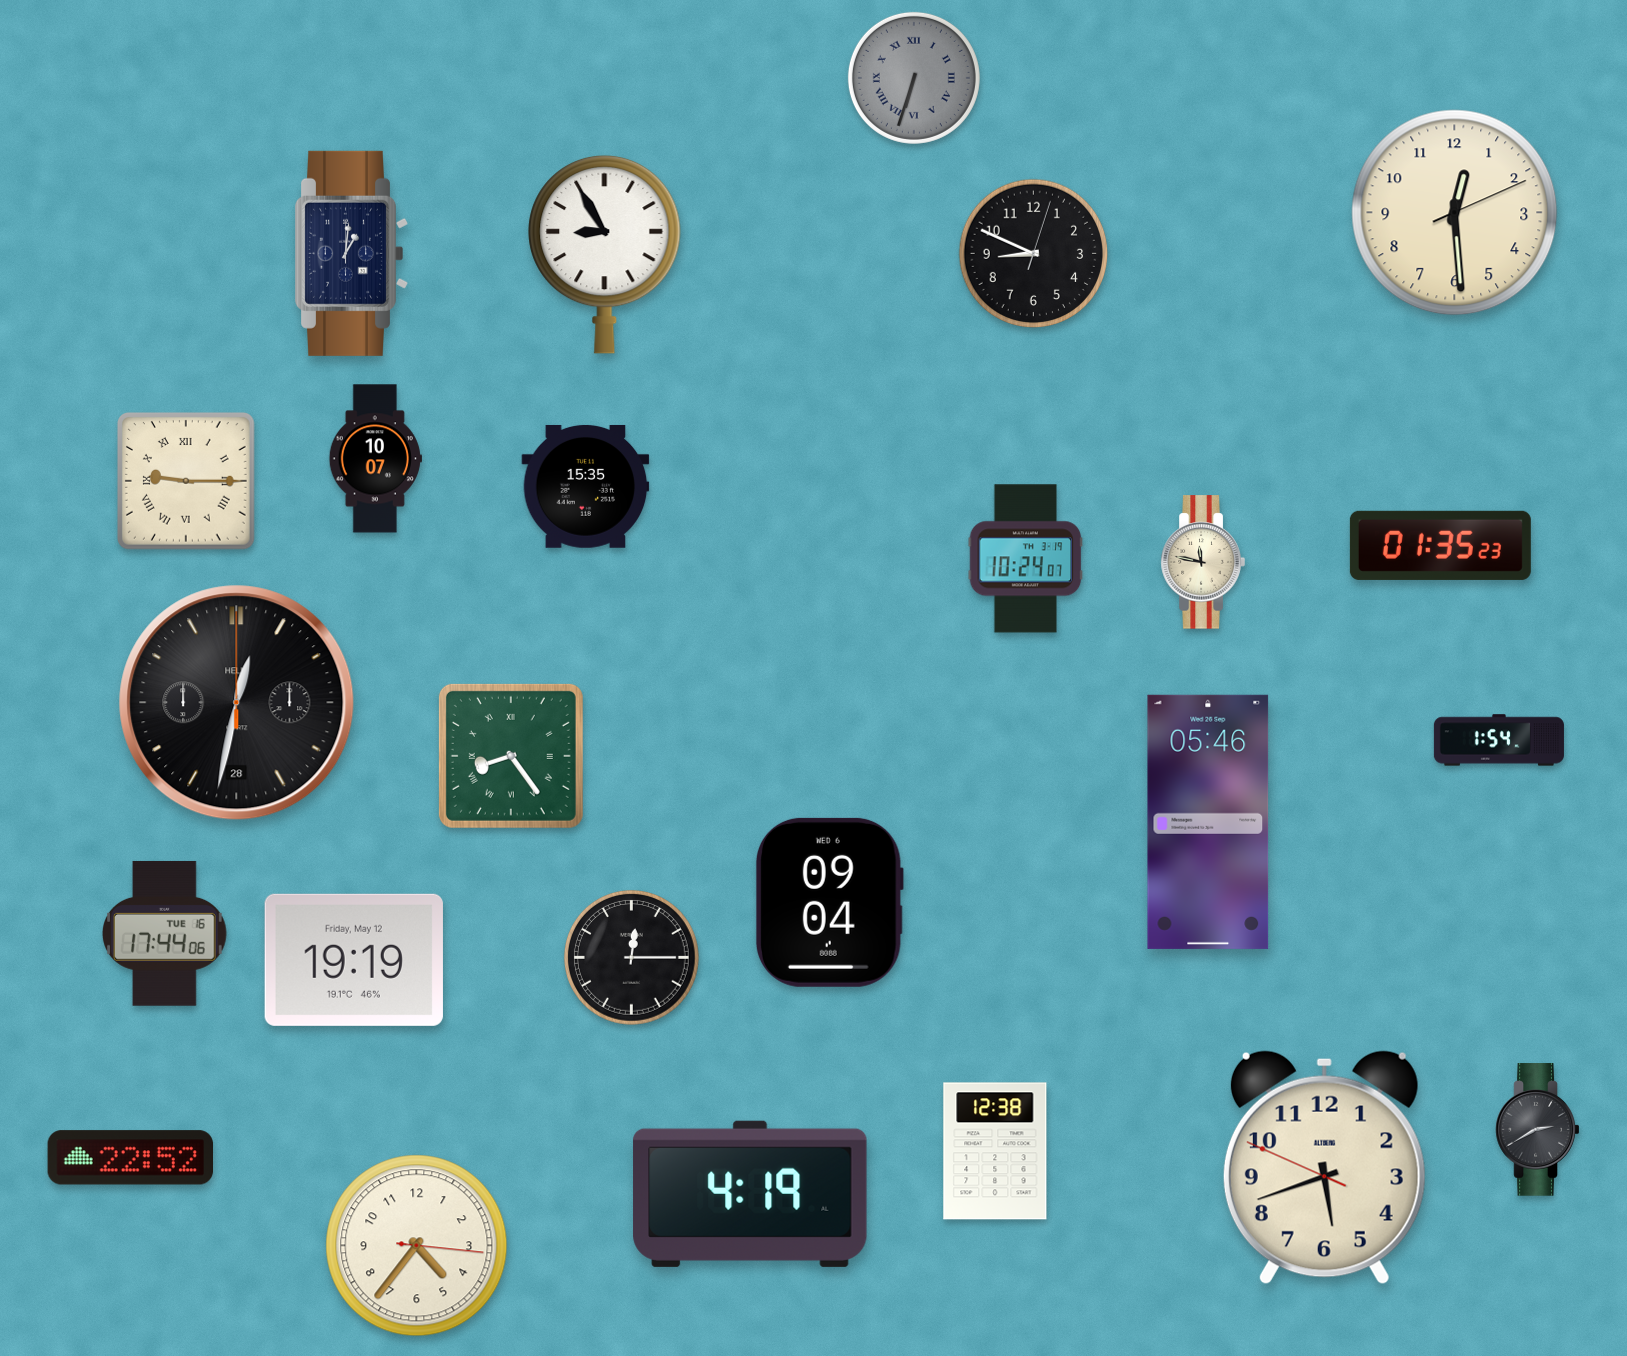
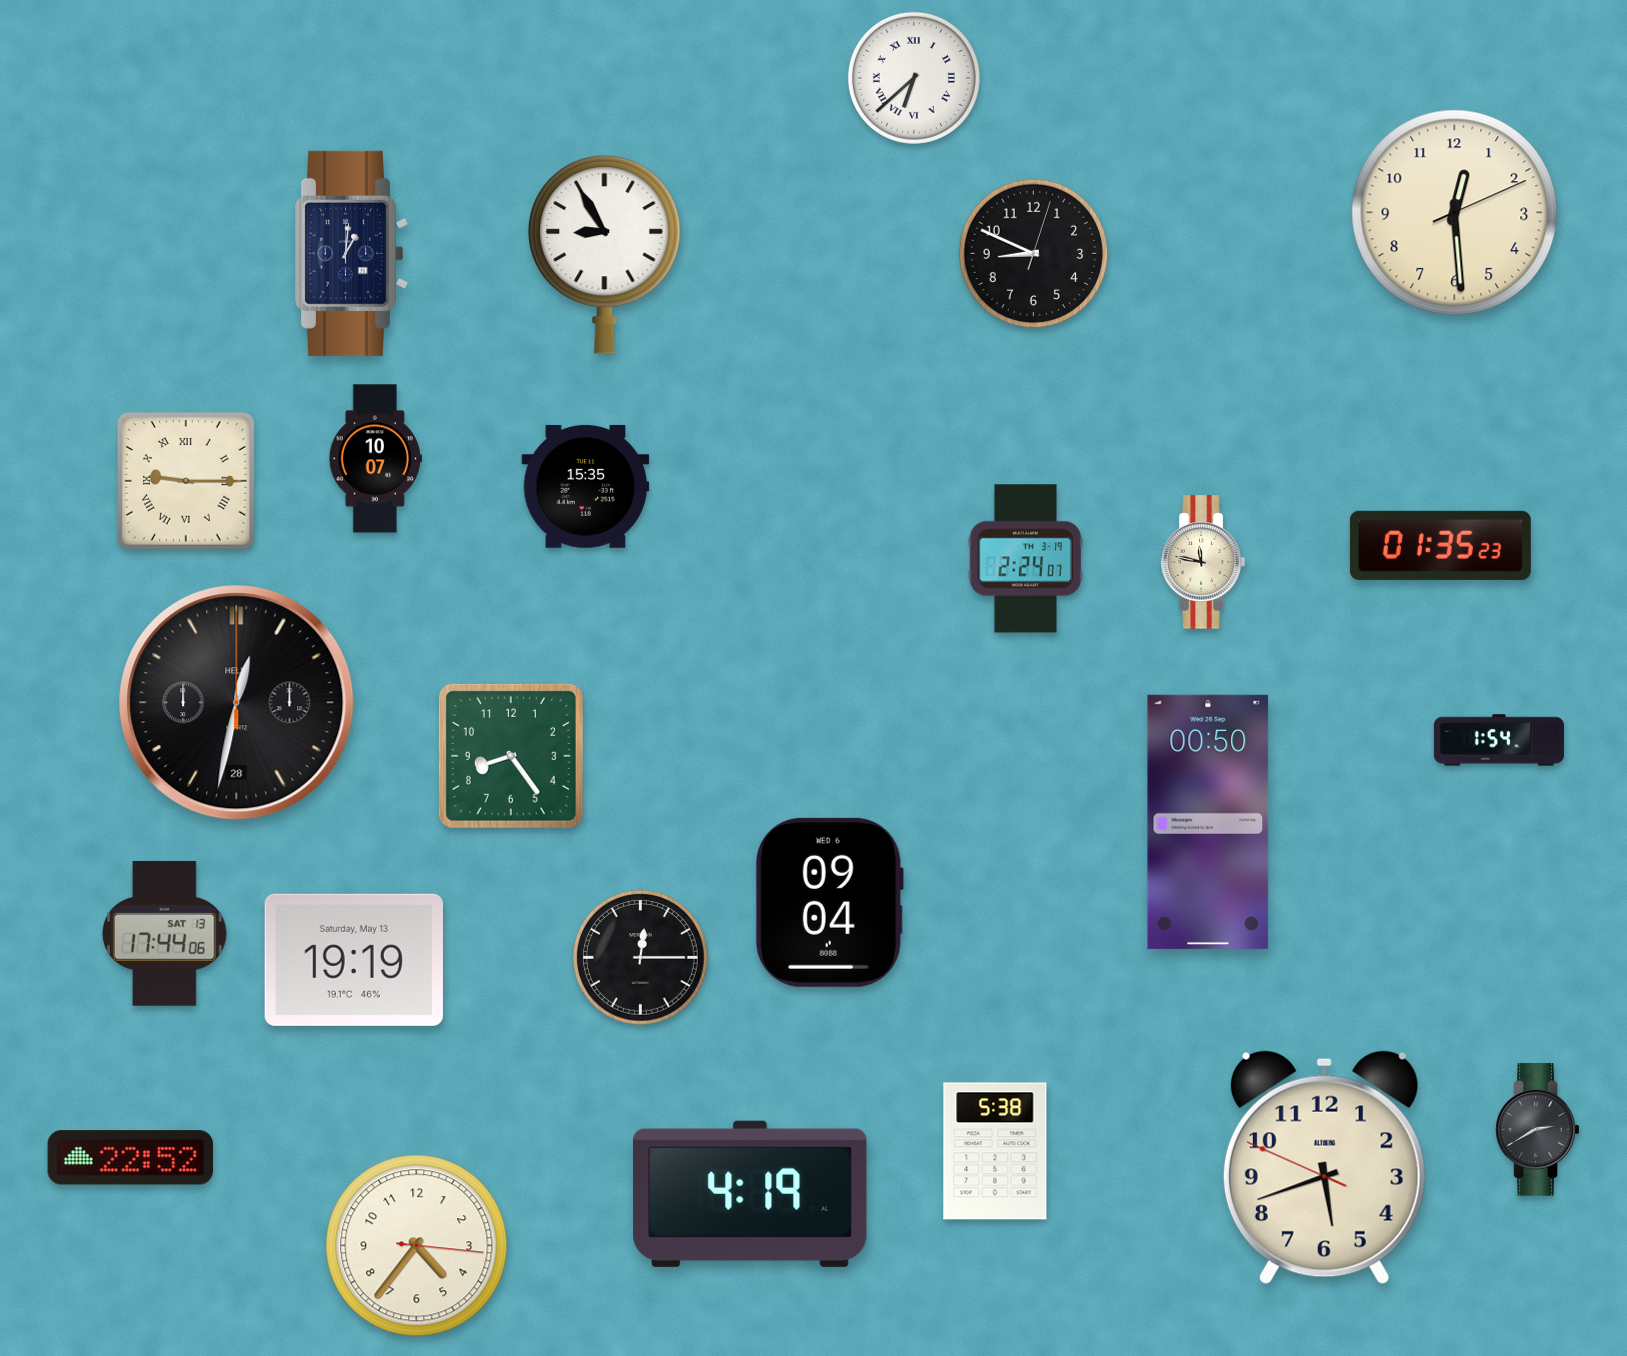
clock at (914, 78): 6:33 -> 6:38
clock at (914, 78) dial: grey -> white
clock at (1026, 559): 10:24 -> 2:24
clock at (511, 756) numerals: Roman -> Arabic
clock at (1208, 822): 05:46 -> 00:50
clock at (165, 933) date: TUE 16 -> SAT 13
clock at (631, 957) position: (631, 957) -> (640, 957)
clock at (354, 960) date: Friday, May 12 -> Saturday, May 13
clock at (995, 1151): 12:38 -> 5:38
